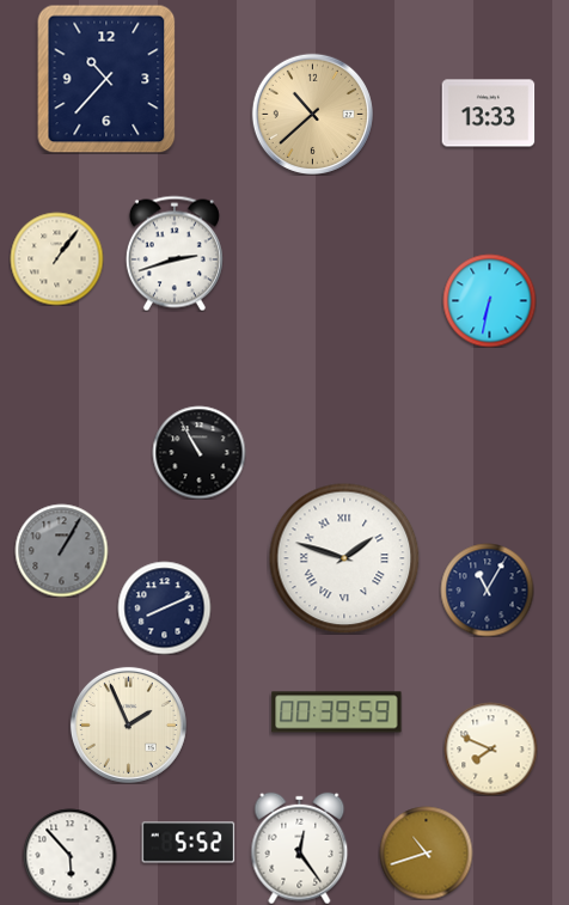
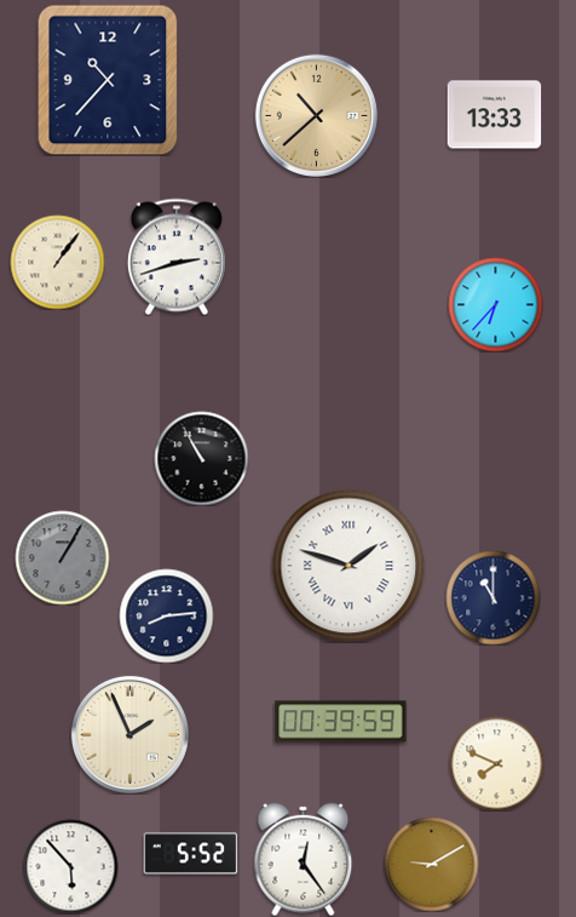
clock at (489, 300): 6:32 -> 6:37
clock at (487, 589): 11:05 -> 11:00
clock at (164, 607): 8:11 -> 8:14
clock at (490, 748) position: (490, 748) -> (496, 763)
clock at (426, 852): 10:42 -> 9:10
